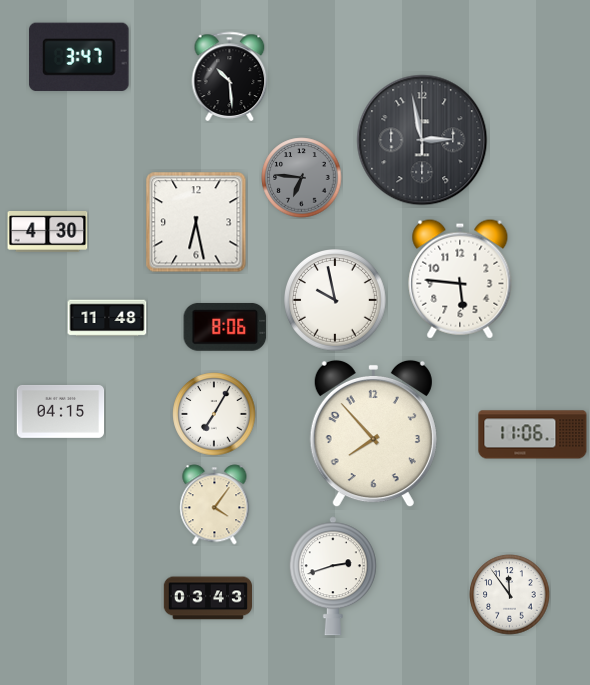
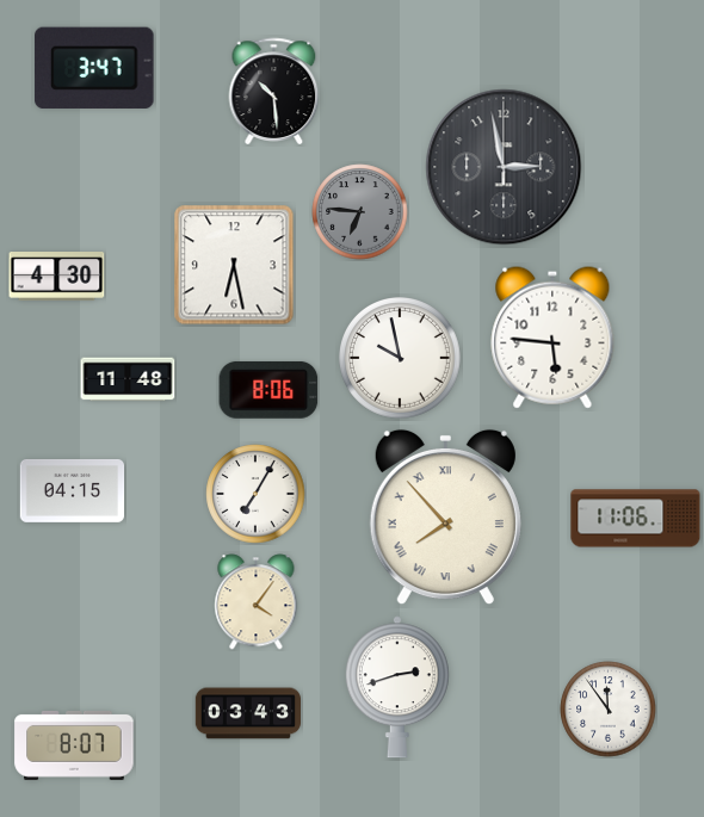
clock at (460, 279) position: (460, 279) -> (552, 338)
clock at (373, 434) numerals: Arabic -> Roman
clock at (74, 745): none -> 8:07
